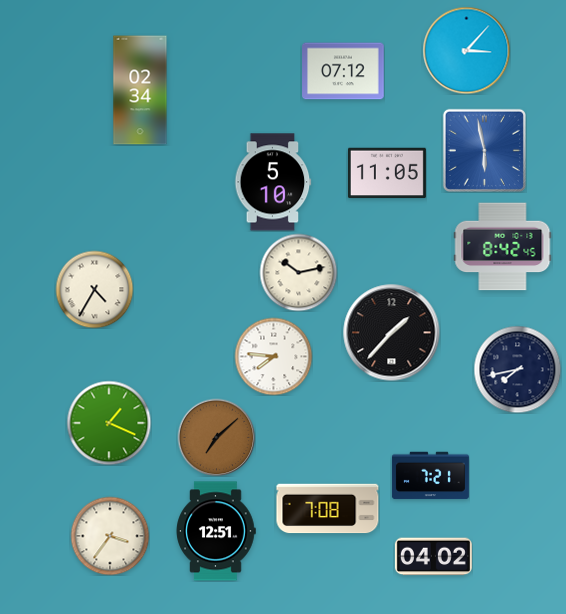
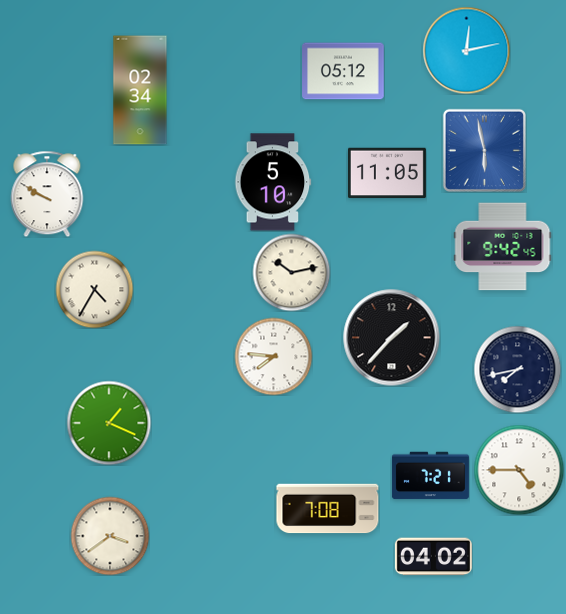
clock at (466, 50): 3:07 -> 12:13
clock at (343, 71): 07:12 -> 05:12
clock at (47, 194): none -> 9:50
clock at (503, 247): 8:42 -> 9:42
clock at (298, 272) position: (298, 272) -> (291, 272)
clock at (392, 333) position: (392, 333) -> (392, 338)
clock at (216, 437): 7:08 -> none
clock at (519, 470): none -> 4:45
clock at (216, 531): 12:51 -> none
clock at (110, 536): 3:36 -> 3:39
